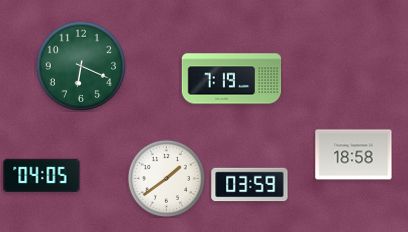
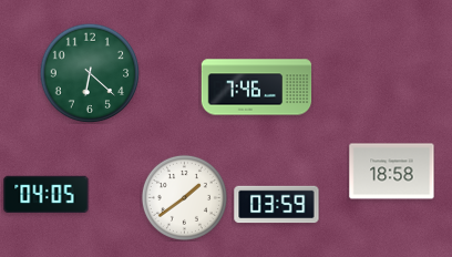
clock at (81, 66): 6:19 -> 6:22
clock at (232, 79): 7:19 -> 7:46
